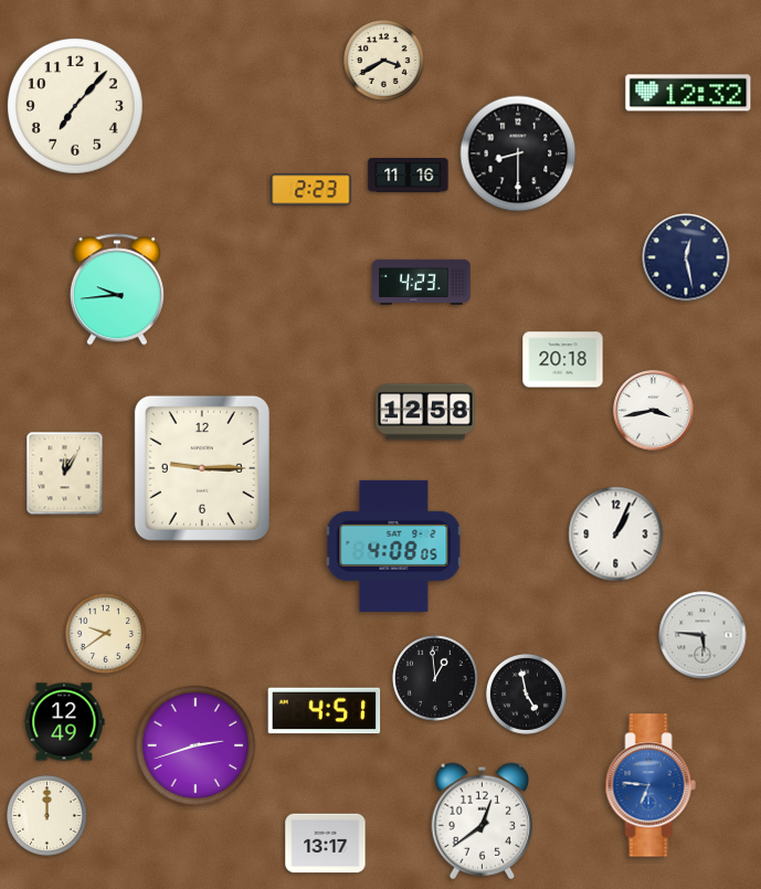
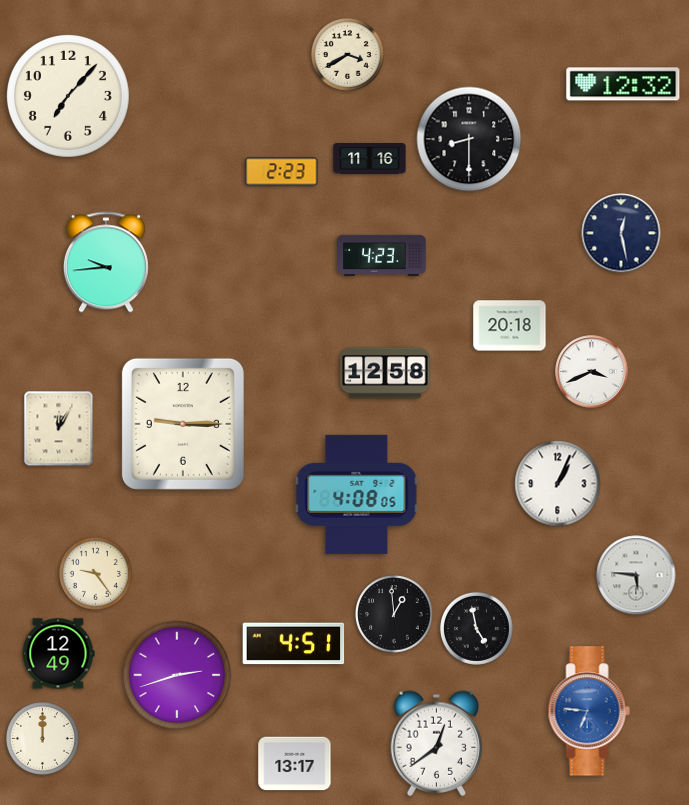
clock at (654, 411): 3:43 -> 3:41
clock at (105, 633): 9:39 -> 9:24
